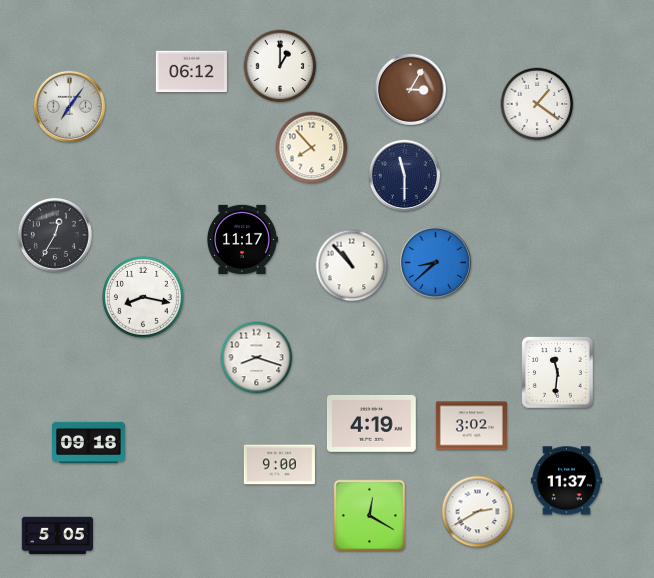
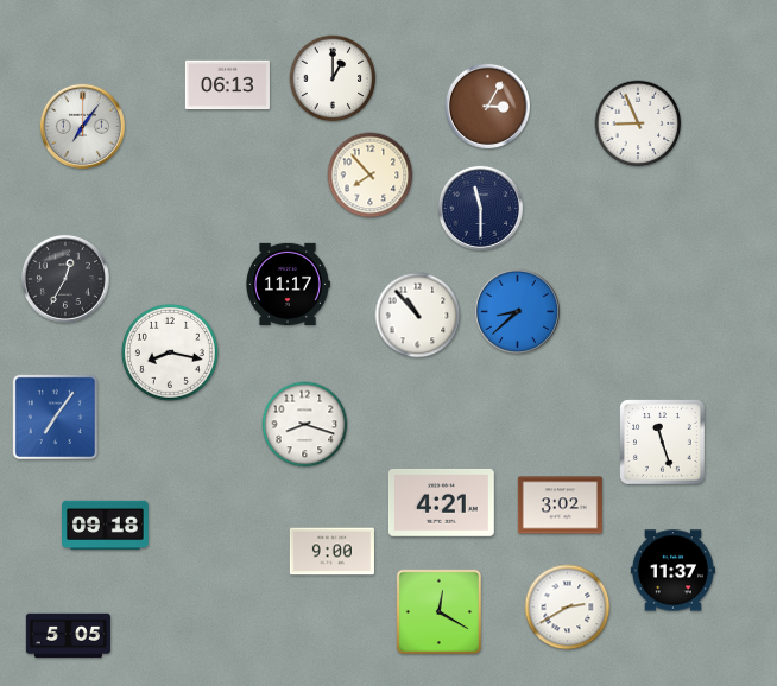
clock at (191, 72): 06:12 -> 06:13
clock at (537, 104): 1:21 -> 8:56
clock at (56, 418): none -> 7:06
clock at (558, 373): 11:31 -> 11:27
clock at (371, 423): 4:19 -> 4:21
